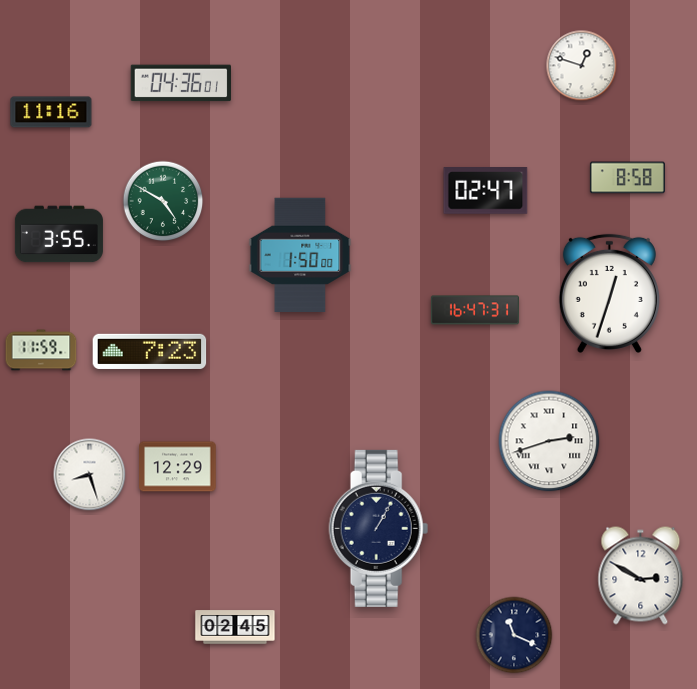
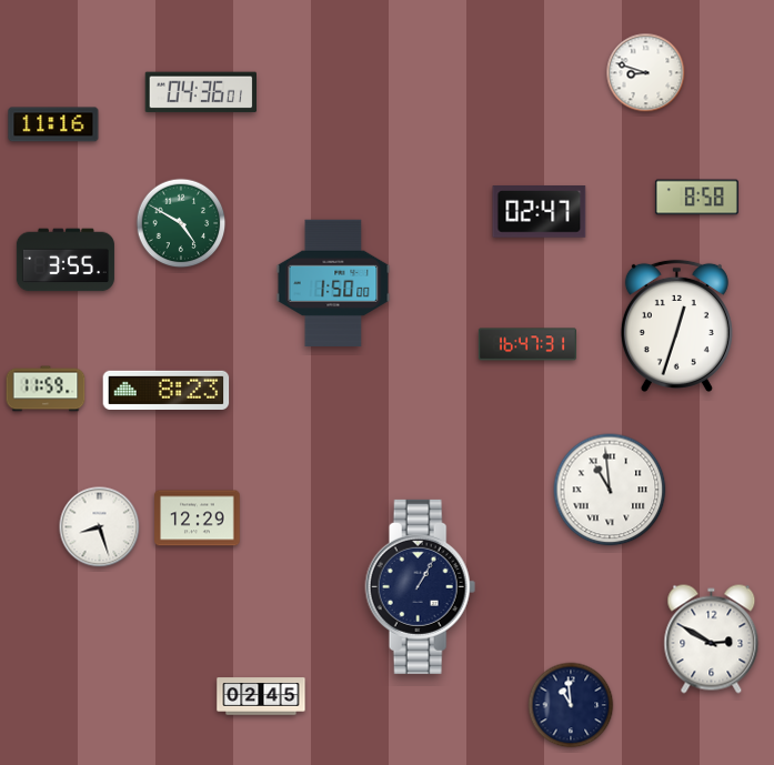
clock at (582, 66): 12:48 -> 8:48
clock at (51, 112) position: (51, 112) -> (53, 124)
clock at (150, 351): 7:23 -> 8:23
clock at (549, 441): 2:42 -> 10:59
clock at (514, 635): 11:19 -> 10:59
